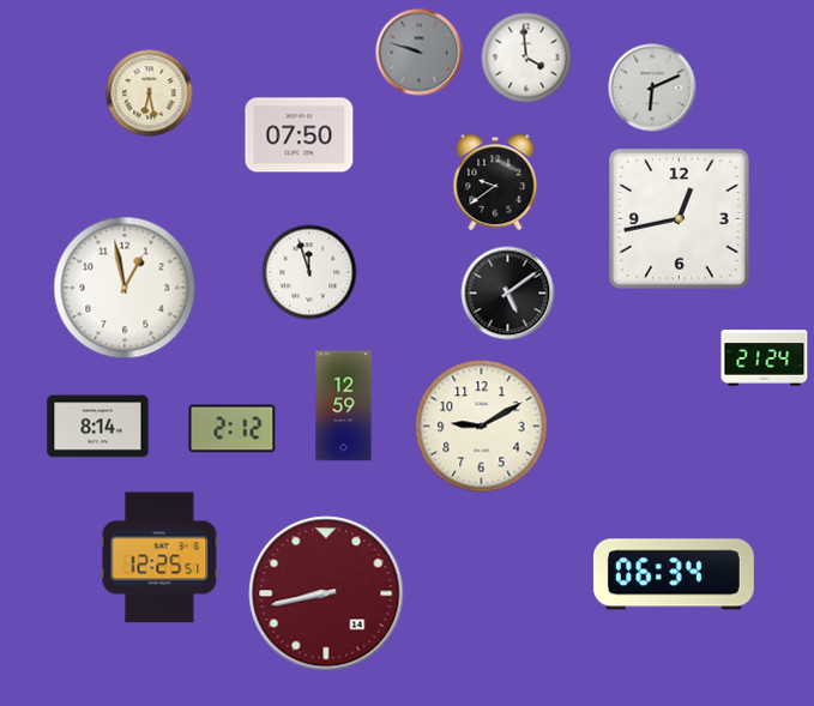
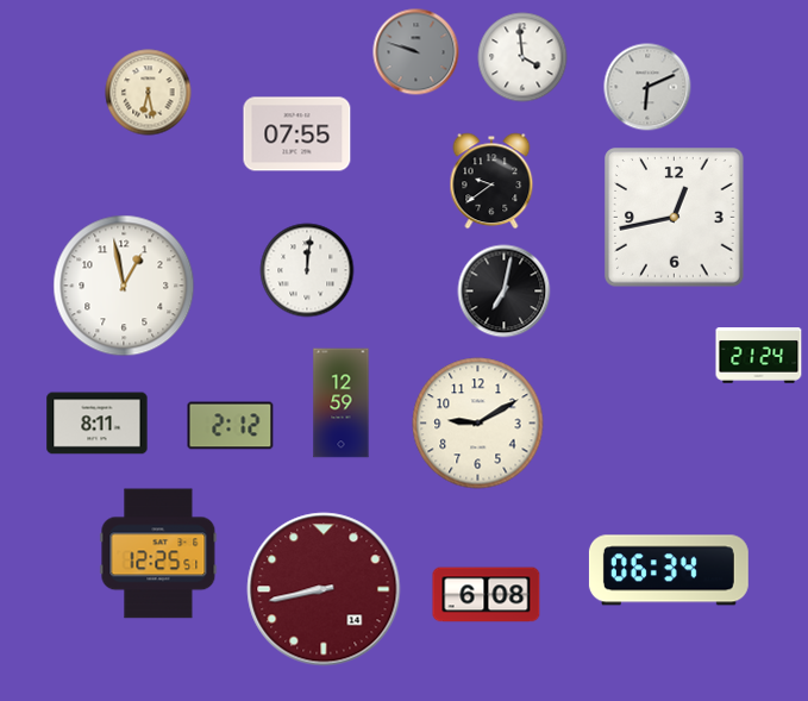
clock at (300, 135): 07:50 -> 07:55
clock at (309, 272): 11:57 -> 12:01
clock at (508, 294): 5:09 -> 7:02
clock at (98, 427): 8:14 -> 8:11
clock at (487, 595): none -> 6:08
